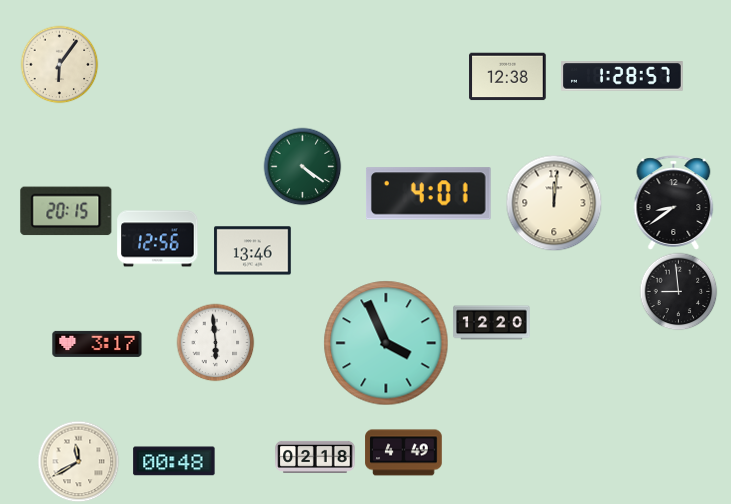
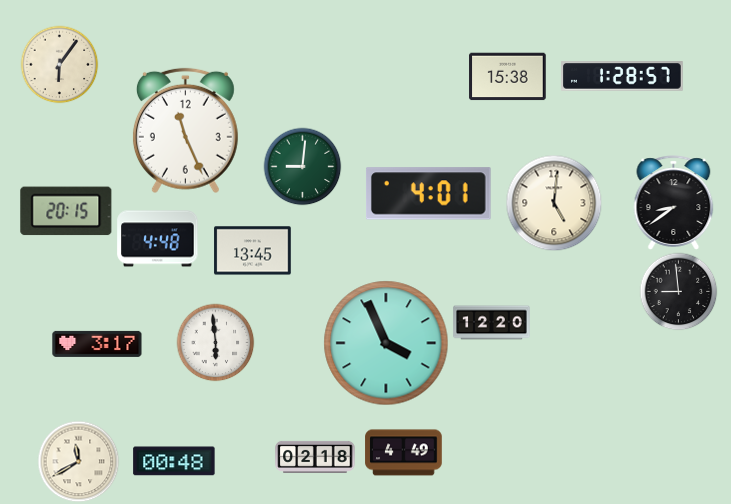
clock at (508, 77): 12:38 -> 15:38
clock at (185, 131): none -> 11:26
clock at (302, 166): 4:21 -> 9:01
clock at (554, 203): 12:01 -> 5:01
clock at (158, 239): 12:56 -> 4:48
clock at (253, 251): 13:46 -> 13:45
